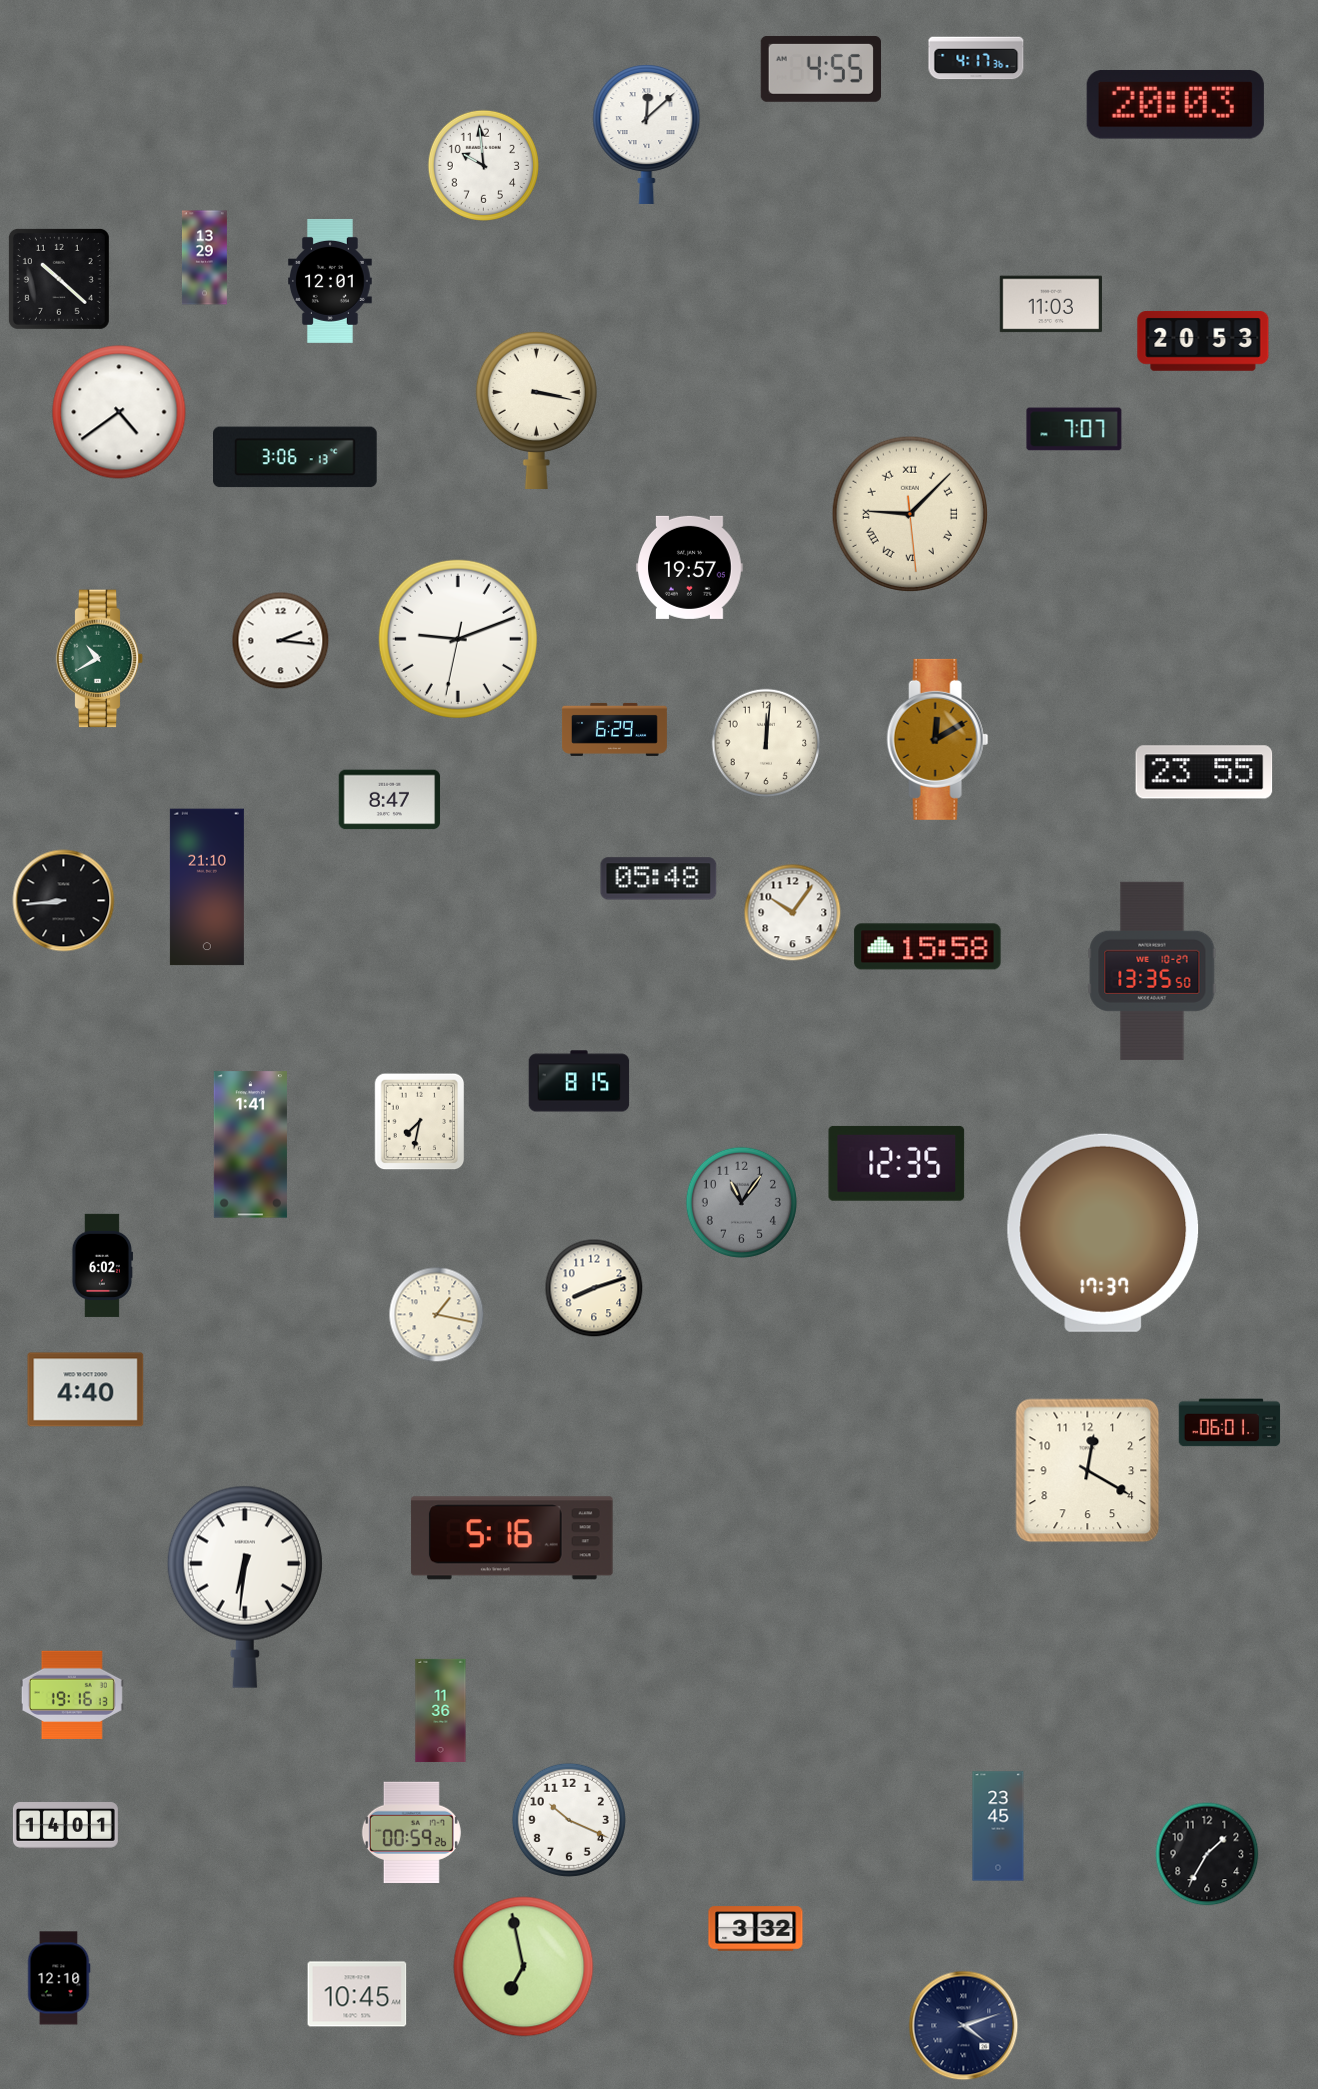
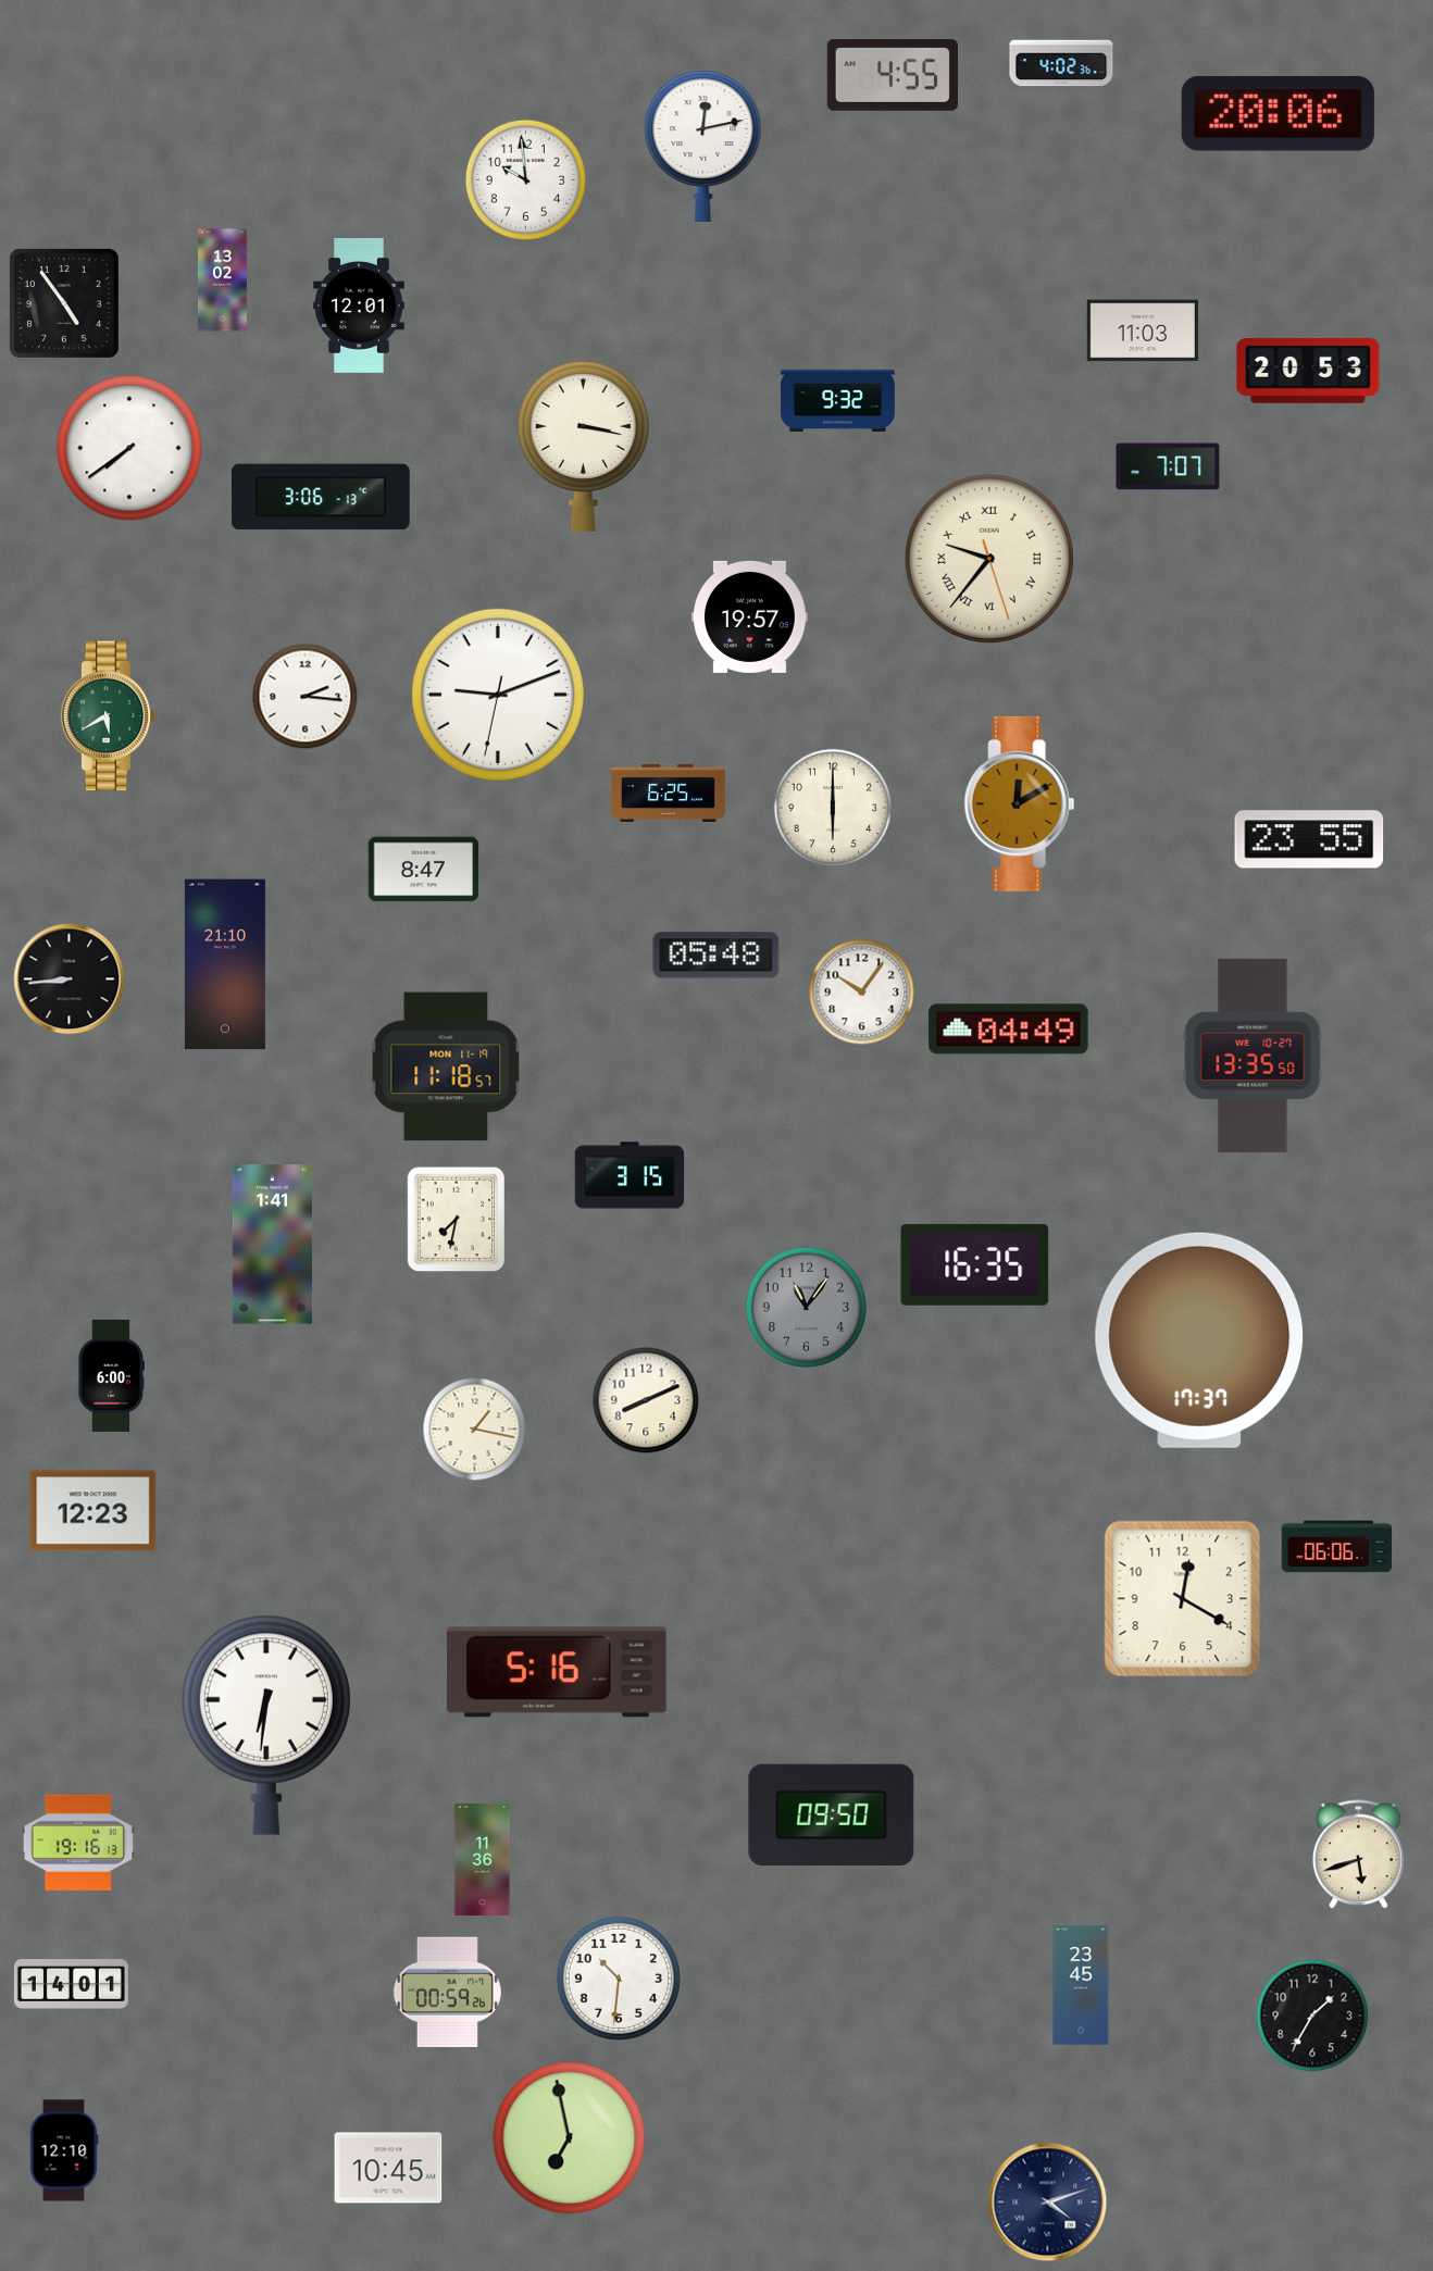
clock at (976, 58): 4:17 -> 4:02
clock at (1175, 105): 20:03 -> 20:06
clock at (647, 134): 12:08 -> 12:13
clock at (204, 258): 13:29 -> 13:02
clock at (59, 279): 10:22 -> 4:54
clock at (837, 401): none -> 9:32
clock at (119, 412): 4:39 -> 7:39
clock at (910, 514): 9:07 -> 9:36
clock at (100, 659): 10:40 -> 5:40
clock at (614, 729): 6:29 -> 6:25
clock at (766, 743): 12:01 -> 6:00
clock at (928, 947): 15:58 -> 04:49
clock at (446, 1066): none -> 11:18
clock at (579, 1081): 8:15 -> 3:15
clock at (897, 1163): 12:35 -> 16:35
clock at (101, 1265): 6:02 -> 6:00
clock at (594, 1288): 8:12 -> 8:11
clock at (86, 1390): 4:40 -> 12:23
clock at (1230, 1423): 06:01 -> 06:06
clock at (832, 1815): none -> 09:50
clock at (1358, 1855): none -> 5:42
clock at (441, 1710) position: (441, 1710) -> (483, 1859)
clock at (569, 1820): 10:19 -> 10:31
clock at (998, 1826) position: (998, 1826) -> (1081, 1985)
clock at (756, 1929): 3:32 -> none
